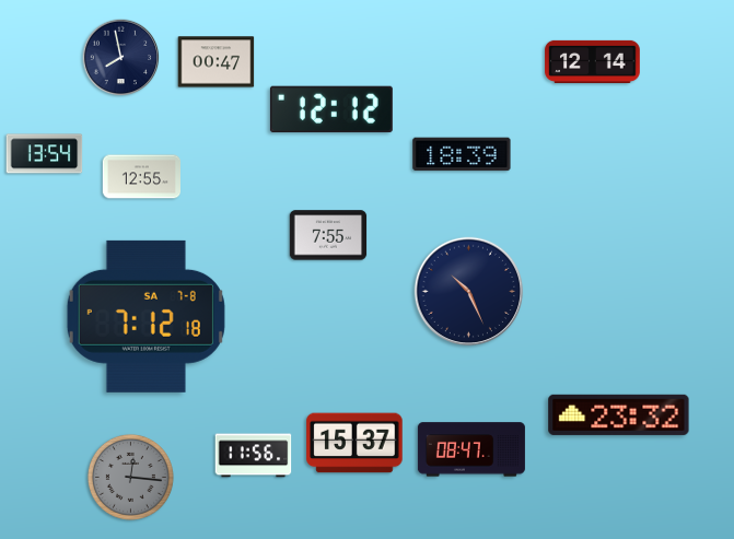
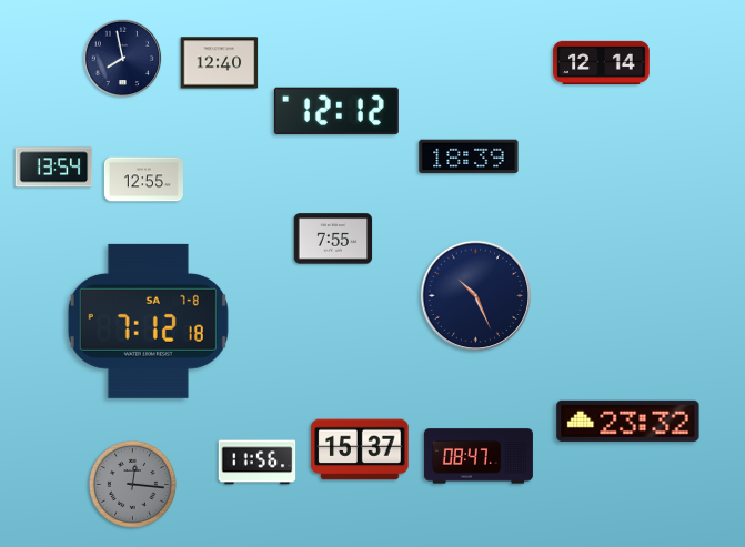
clock at (217, 62): 00:47 -> 12:40
clock at (45, 154) position: (45, 154) -> (54, 168)
